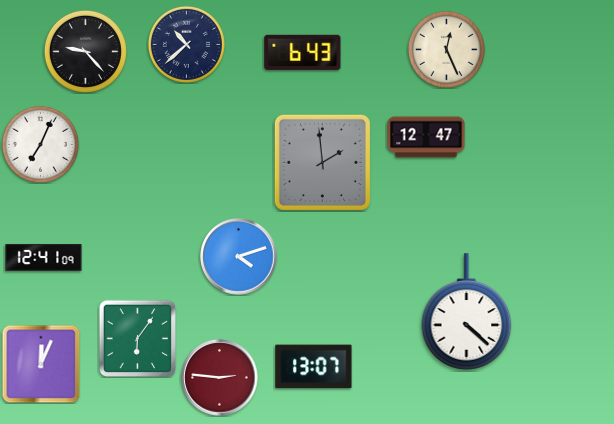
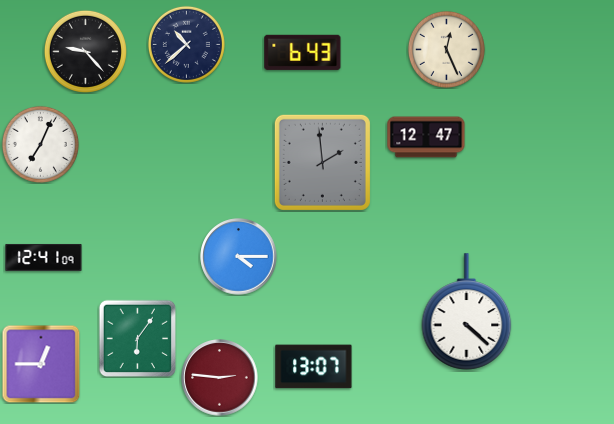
clock at (239, 257): 4:12 -> 4:15
clock at (41, 364): 12:04 -> 12:45
